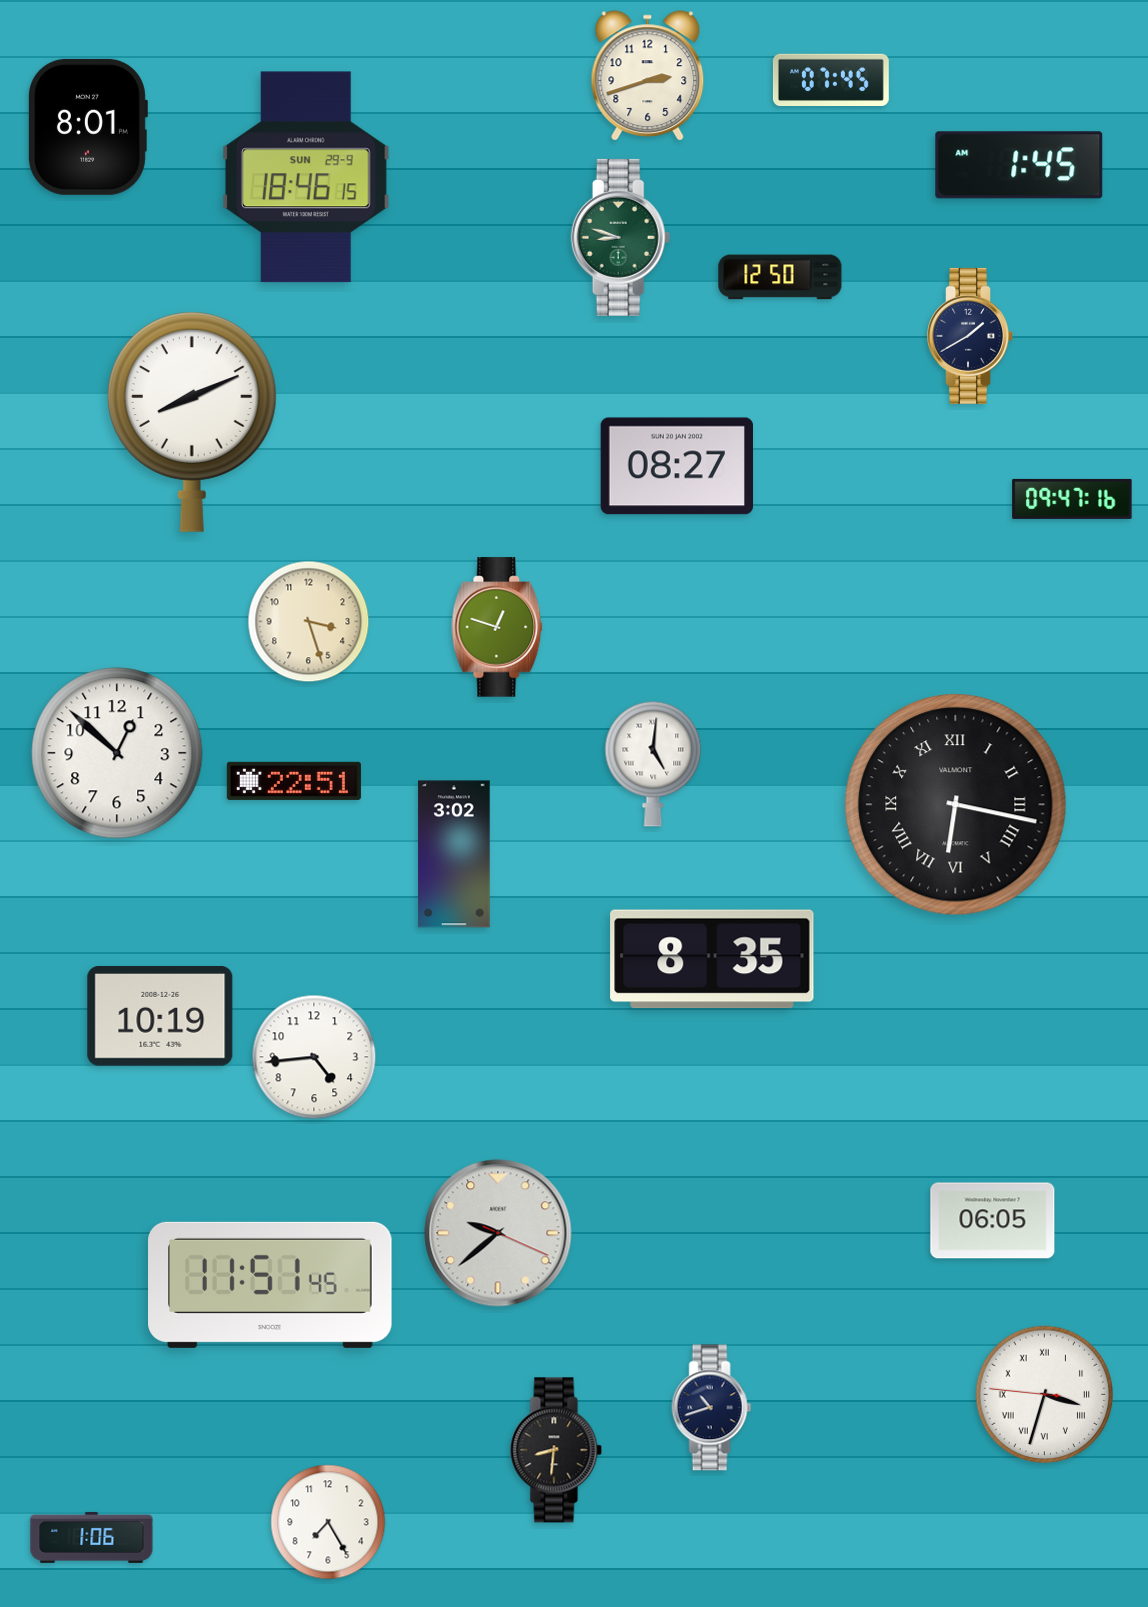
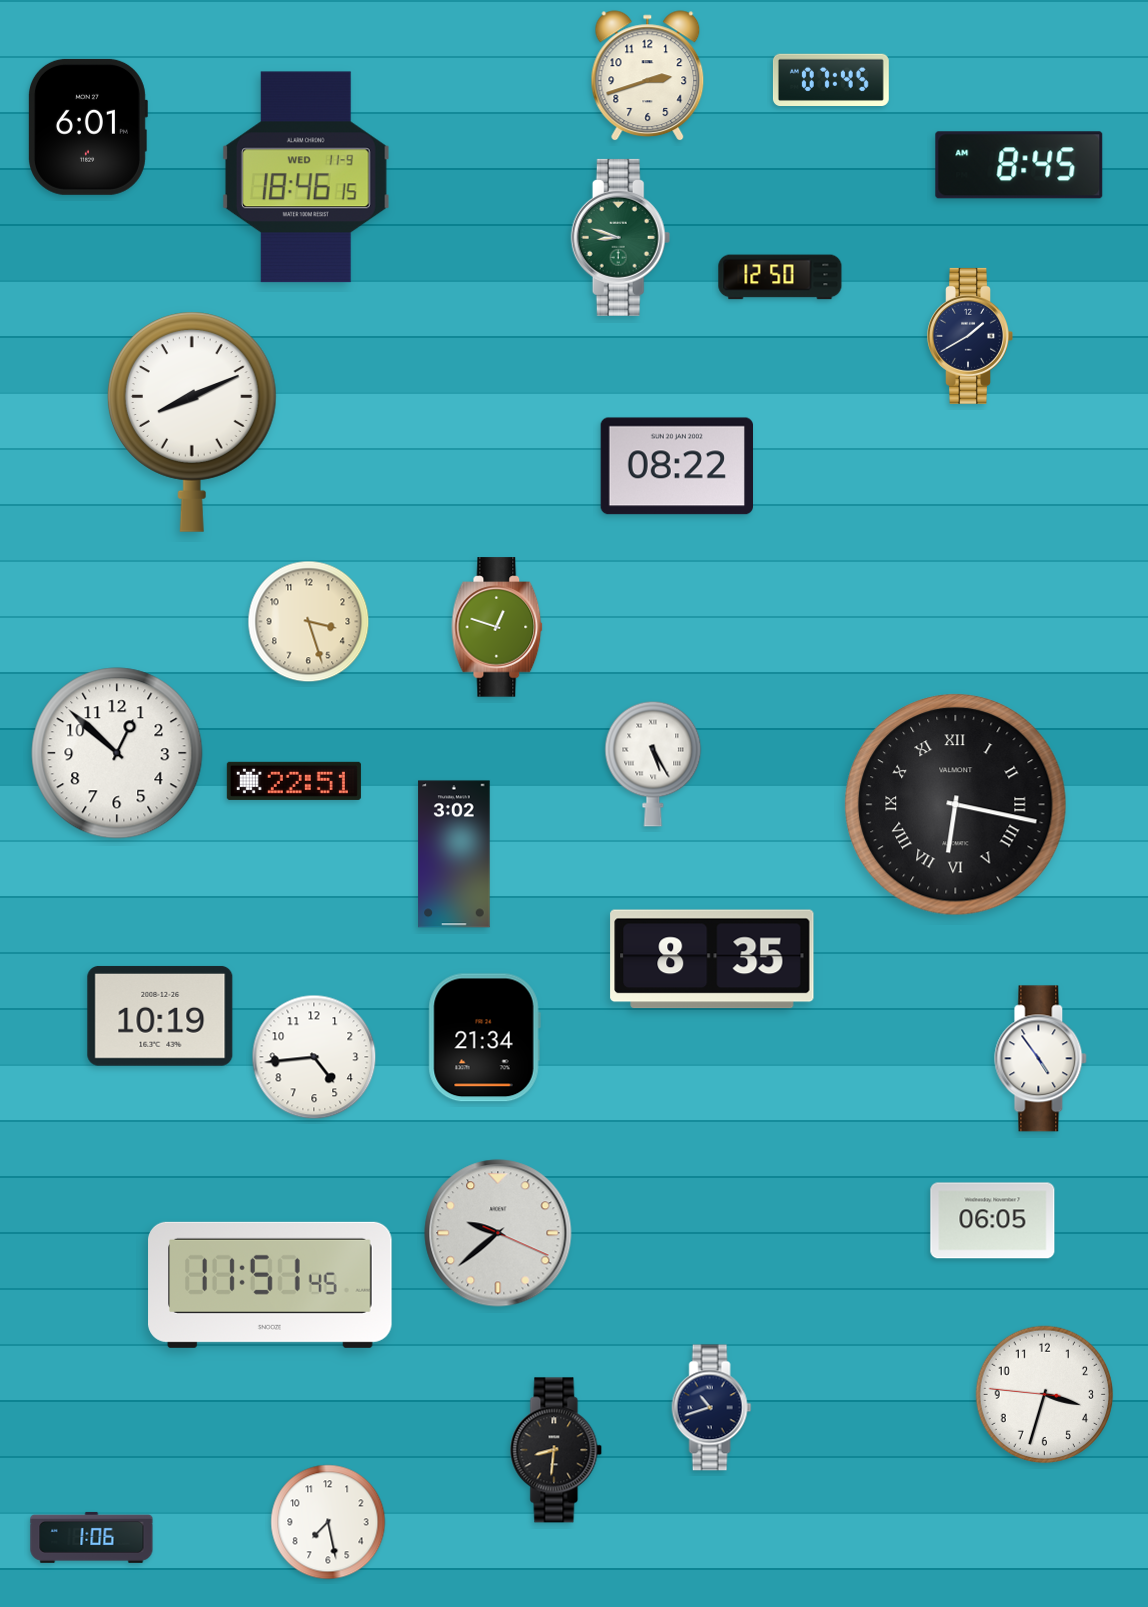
clock at (87, 127): 8:01 -> 6:01
clock at (1019, 165): 1:45 -> 8:45
clock at (306, 177) date: SUN 29-9 -> WED 11-9
clock at (676, 466): 08:27 -> 08:22
clock at (1072, 499): 09:47 -> none
clock at (653, 764): 5:01 -> 5:25
clock at (484, 1038): none -> 21:34
clock at (1041, 1059): none -> 4:54
clock at (1045, 1395) numerals: Roman -> Arabic
clock at (328, 1522): 7:25 -> 7:28
